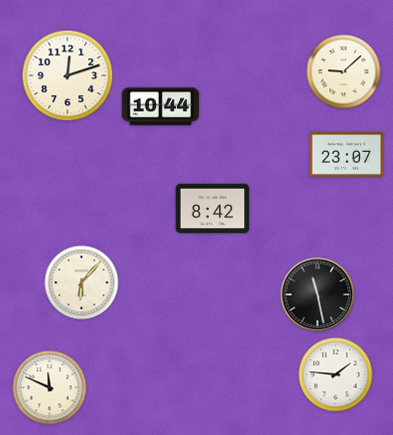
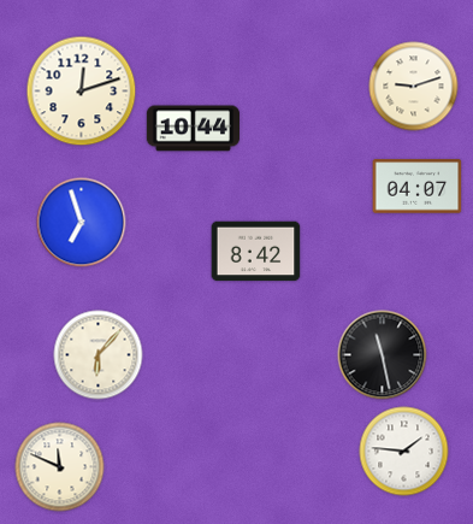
clock at (344, 72): 9:08 -> 9:12
clock at (347, 155): 23:07 -> 04:07
clock at (82, 223): none -> 6:57
clock at (82, 283) position: (82, 283) -> (99, 355)
